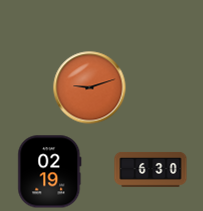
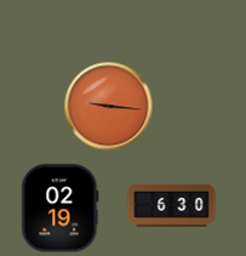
clock at (90, 88): 9:12 -> 9:16
clock at (151, 169) position: (151, 169) -> (172, 205)
